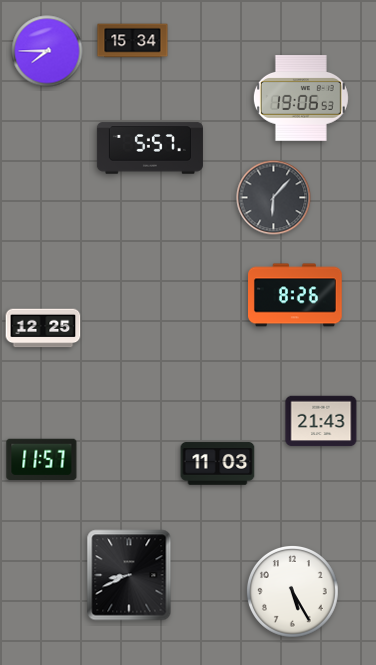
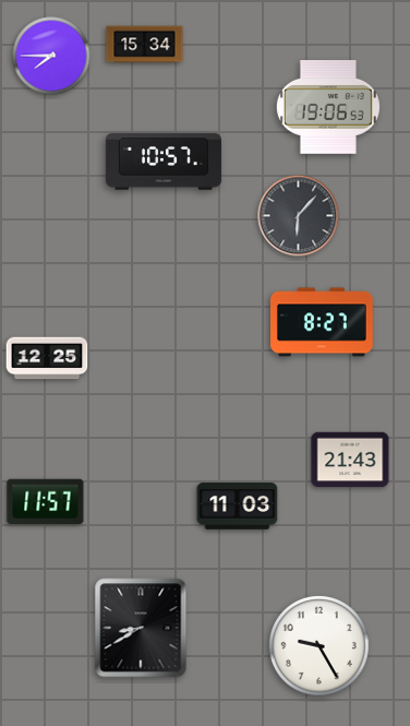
clock at (150, 148): 5:57 -> 10:57
clock at (296, 295): 8:26 -> 8:27
clock at (129, 575): 8:41 -> 8:40
clock at (292, 591): 5:25 -> 9:25
